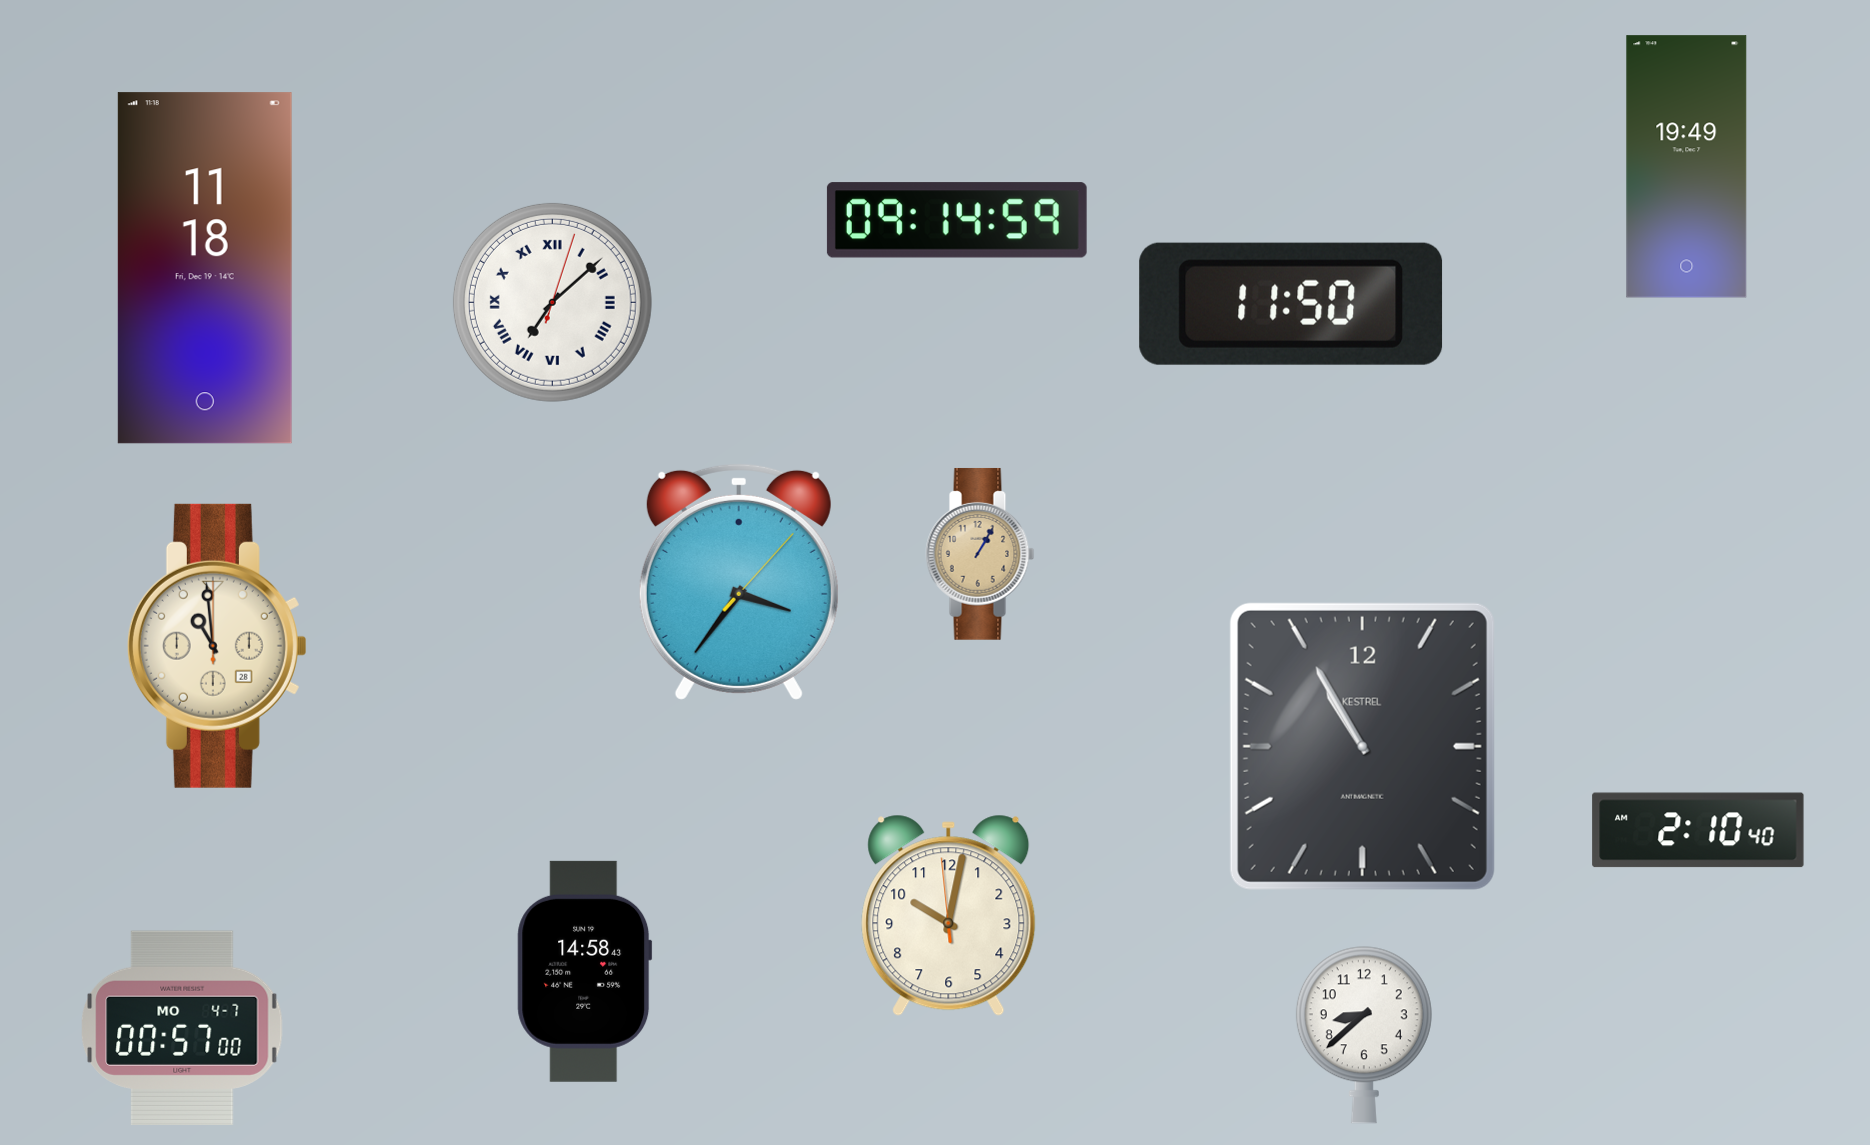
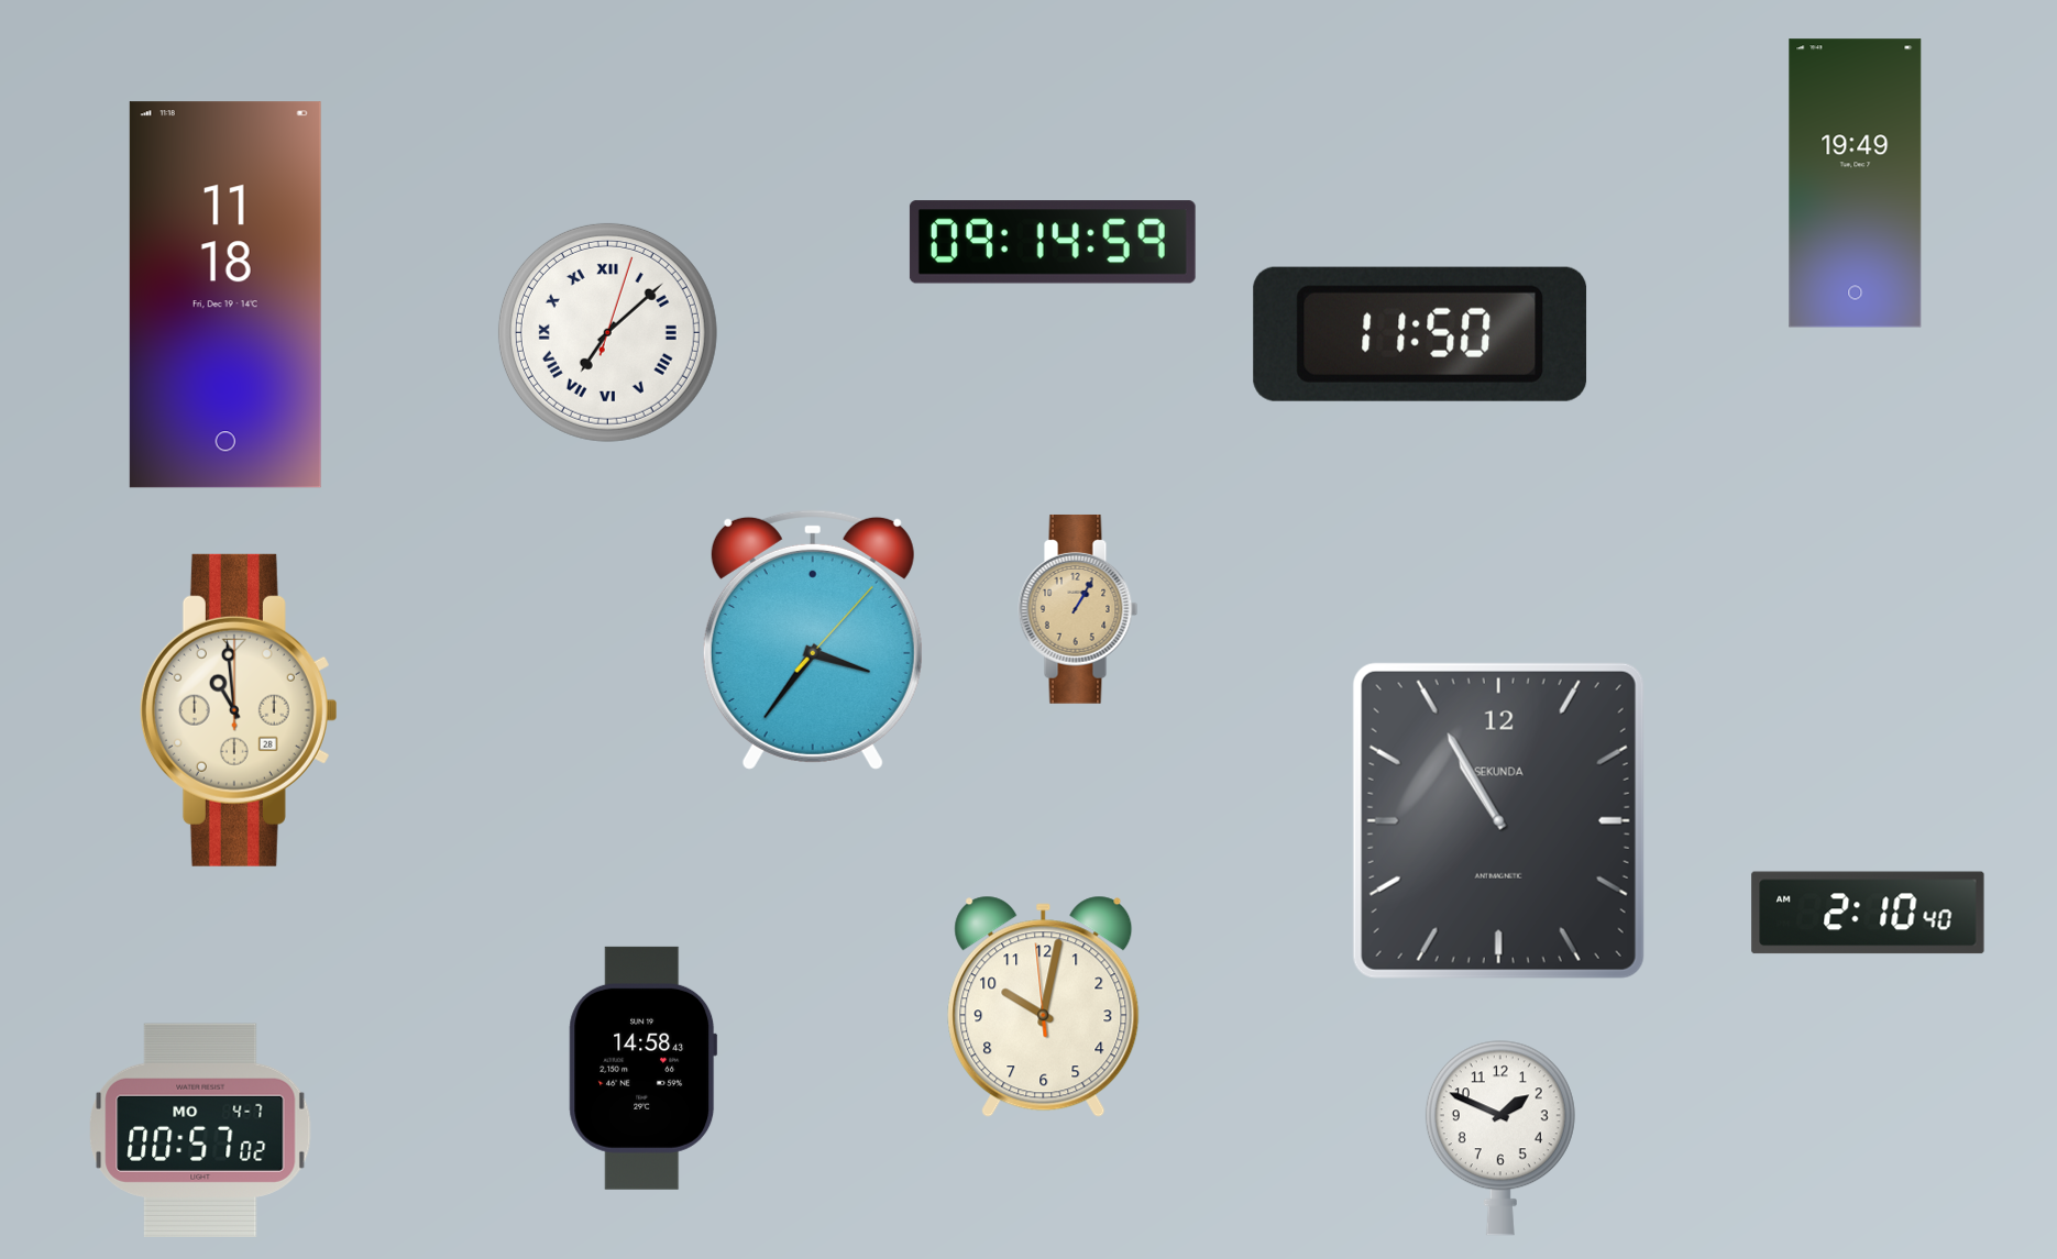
clock at (1362, 746) brand: KESTREL -> SEKUNDA
clock at (182, 1028): 00:57:00 -> 00:57:02
clock at (1364, 1035): 8:38 -> 1:49
